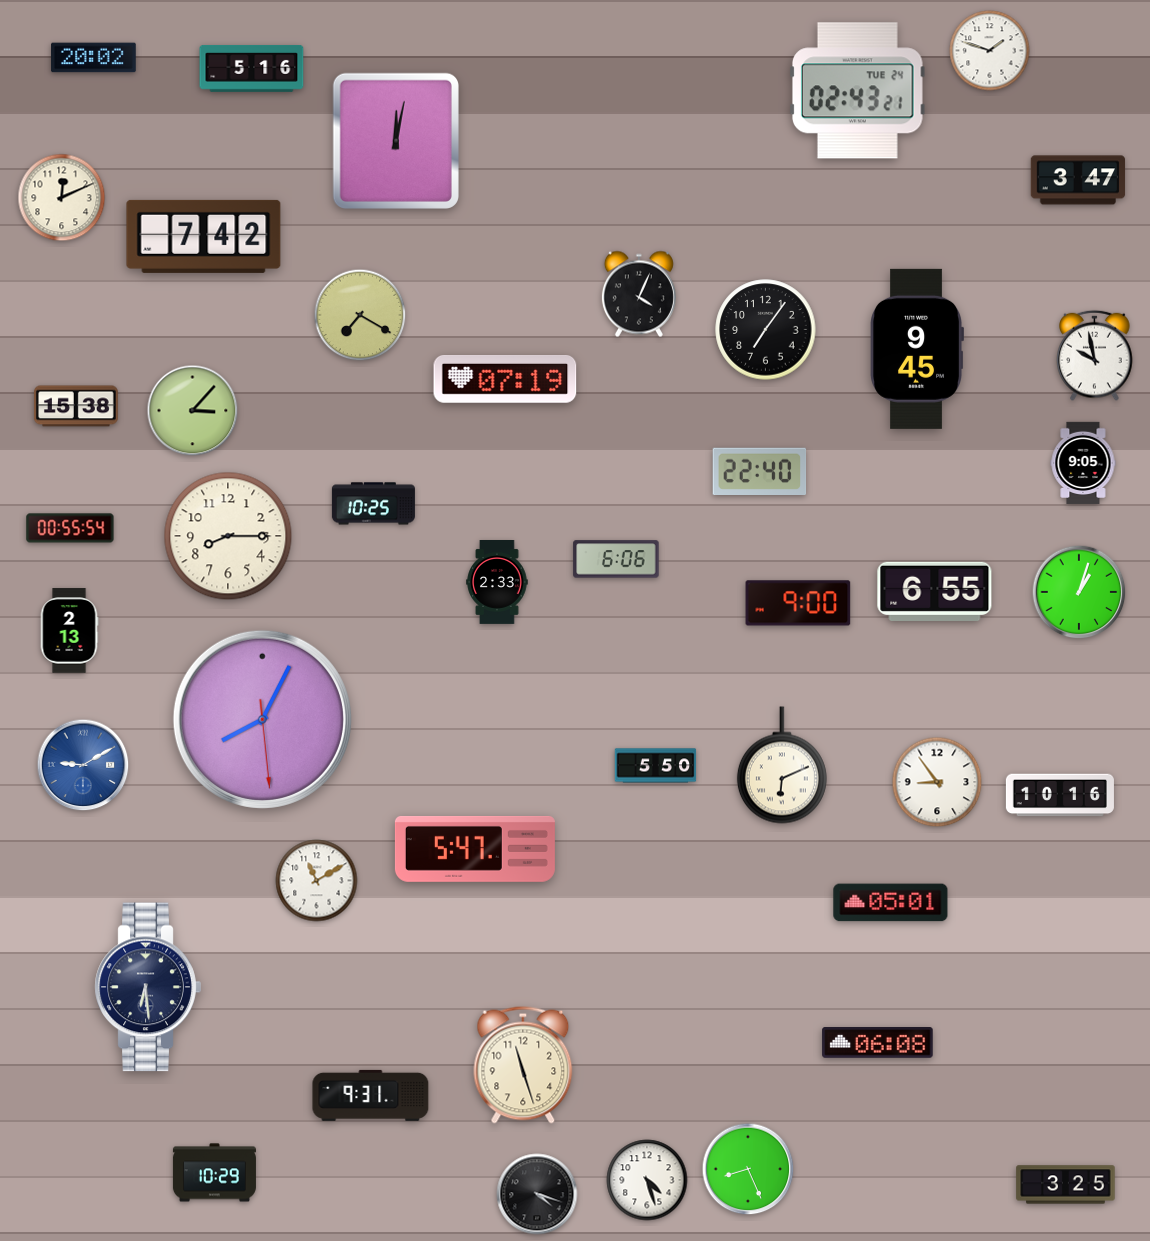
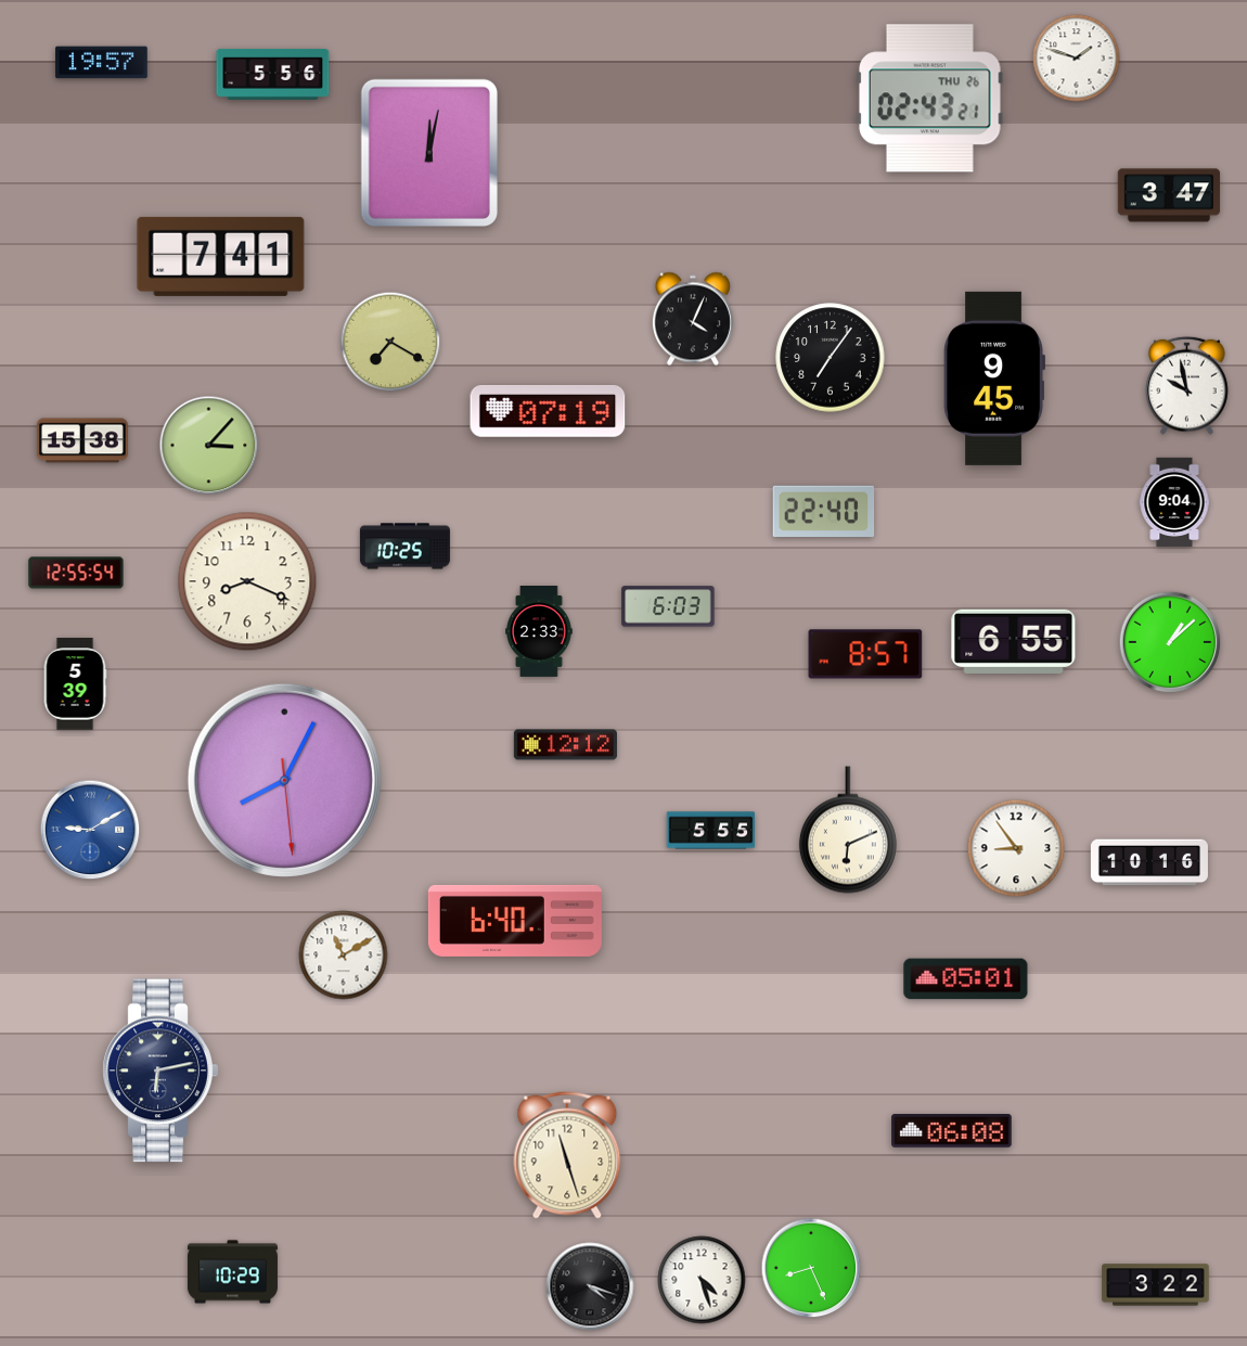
clock at (990, 51) position: (990, 51) -> (1077, 59)
clock at (94, 58): 20:02 -> 19:57
clock at (252, 69): 5:16 -> 5:56
clock at (857, 91) date: TUE 24 -> THU 26
clock at (62, 198): 12:11 -> none
clock at (204, 236): 7:42 -> 7:41
clock at (1083, 462): 9:05 -> 9:04
clock at (70, 528): 00:55 -> 12:55
clock at (228, 536): 8:15 -> 8:19
clock at (616, 559): 6:06 -> 6:03
clock at (1079, 592): 1:03 -> 1:08
clock at (798, 603): 9:00 -> 8:57
clock at (69, 631): 2:13 -> 5:39
clock at (565, 745): none -> 12:12
clock at (656, 766): 5:50 -> 5:55
clock at (475, 849): 5:47 -> 6:40
clock at (148, 987): 6:29 -> 6:13
clock at (371, 1095): 9:31 -> none
clock at (1066, 1185): 3:25 -> 3:22
clock at (537, 1194) position: (537, 1194) -> (590, 1286)
